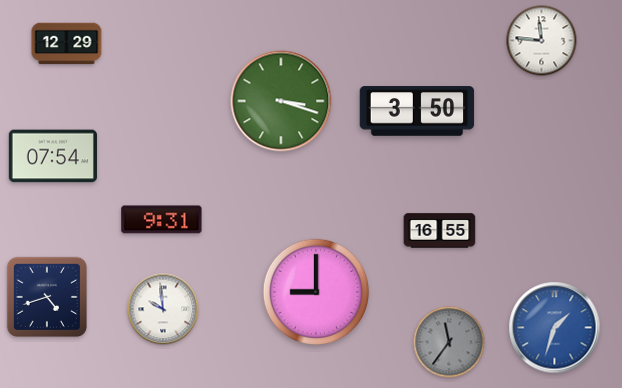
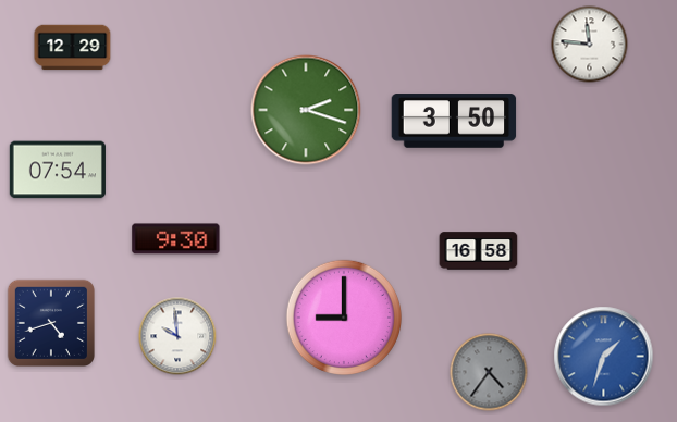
clock at (281, 101): 3:18 -> 2:18
clock at (162, 220): 9:31 -> 9:30
clock at (440, 231): 16:55 -> 16:58
clock at (449, 342): 11:36 -> 4:36
